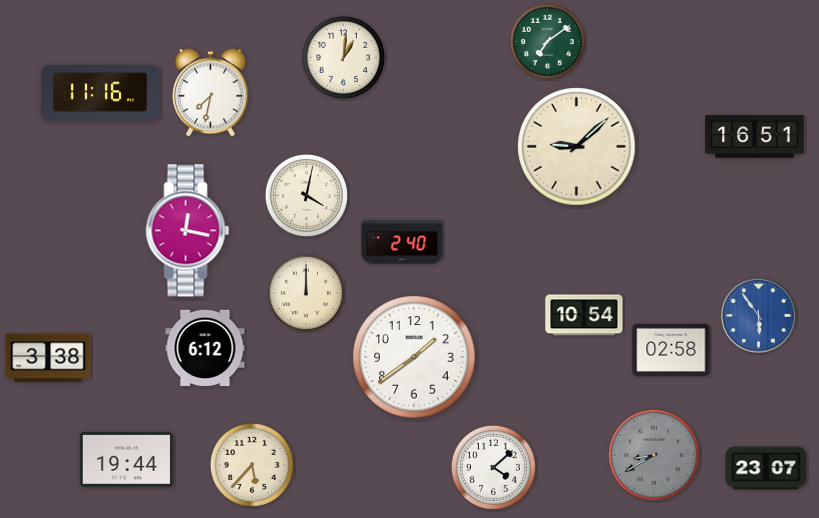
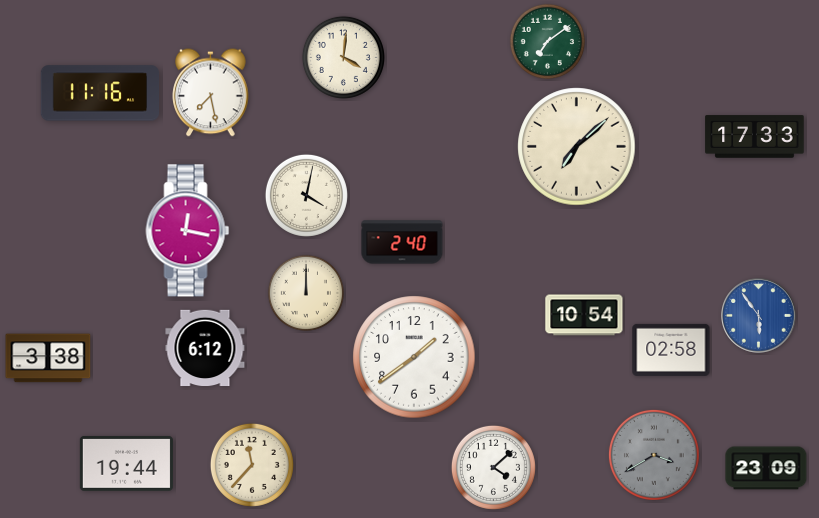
clock at (343, 57): 1:01 -> 4:01
clock at (211, 93): 7:32 -> 7:28
clock at (755, 137): 16:51 -> 17:33
clock at (577, 147): 9:08 -> 7:08
clock at (654, 455): 8:40 -> 3:40
clock at (126, 459) position: (126, 459) -> (126, 463)
clock at (252, 465): 5:37 -> 11:37
clock at (766, 468): 23:07 -> 23:09
